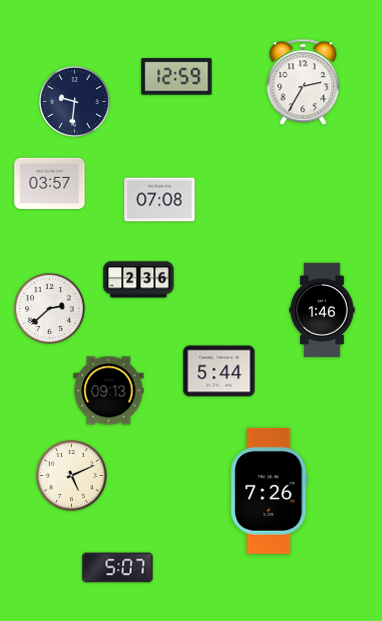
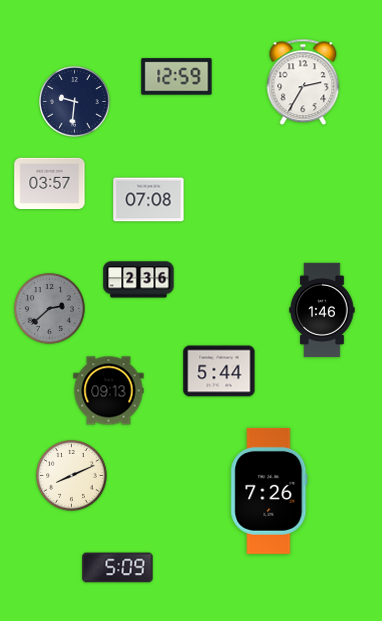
clock at (160, 200) position: (160, 200) -> (149, 200)
clock at (50, 309) dial: white -> grey
clock at (72, 476): 5:11 -> 8:11
clock at (118, 568): 5:07 -> 5:09
